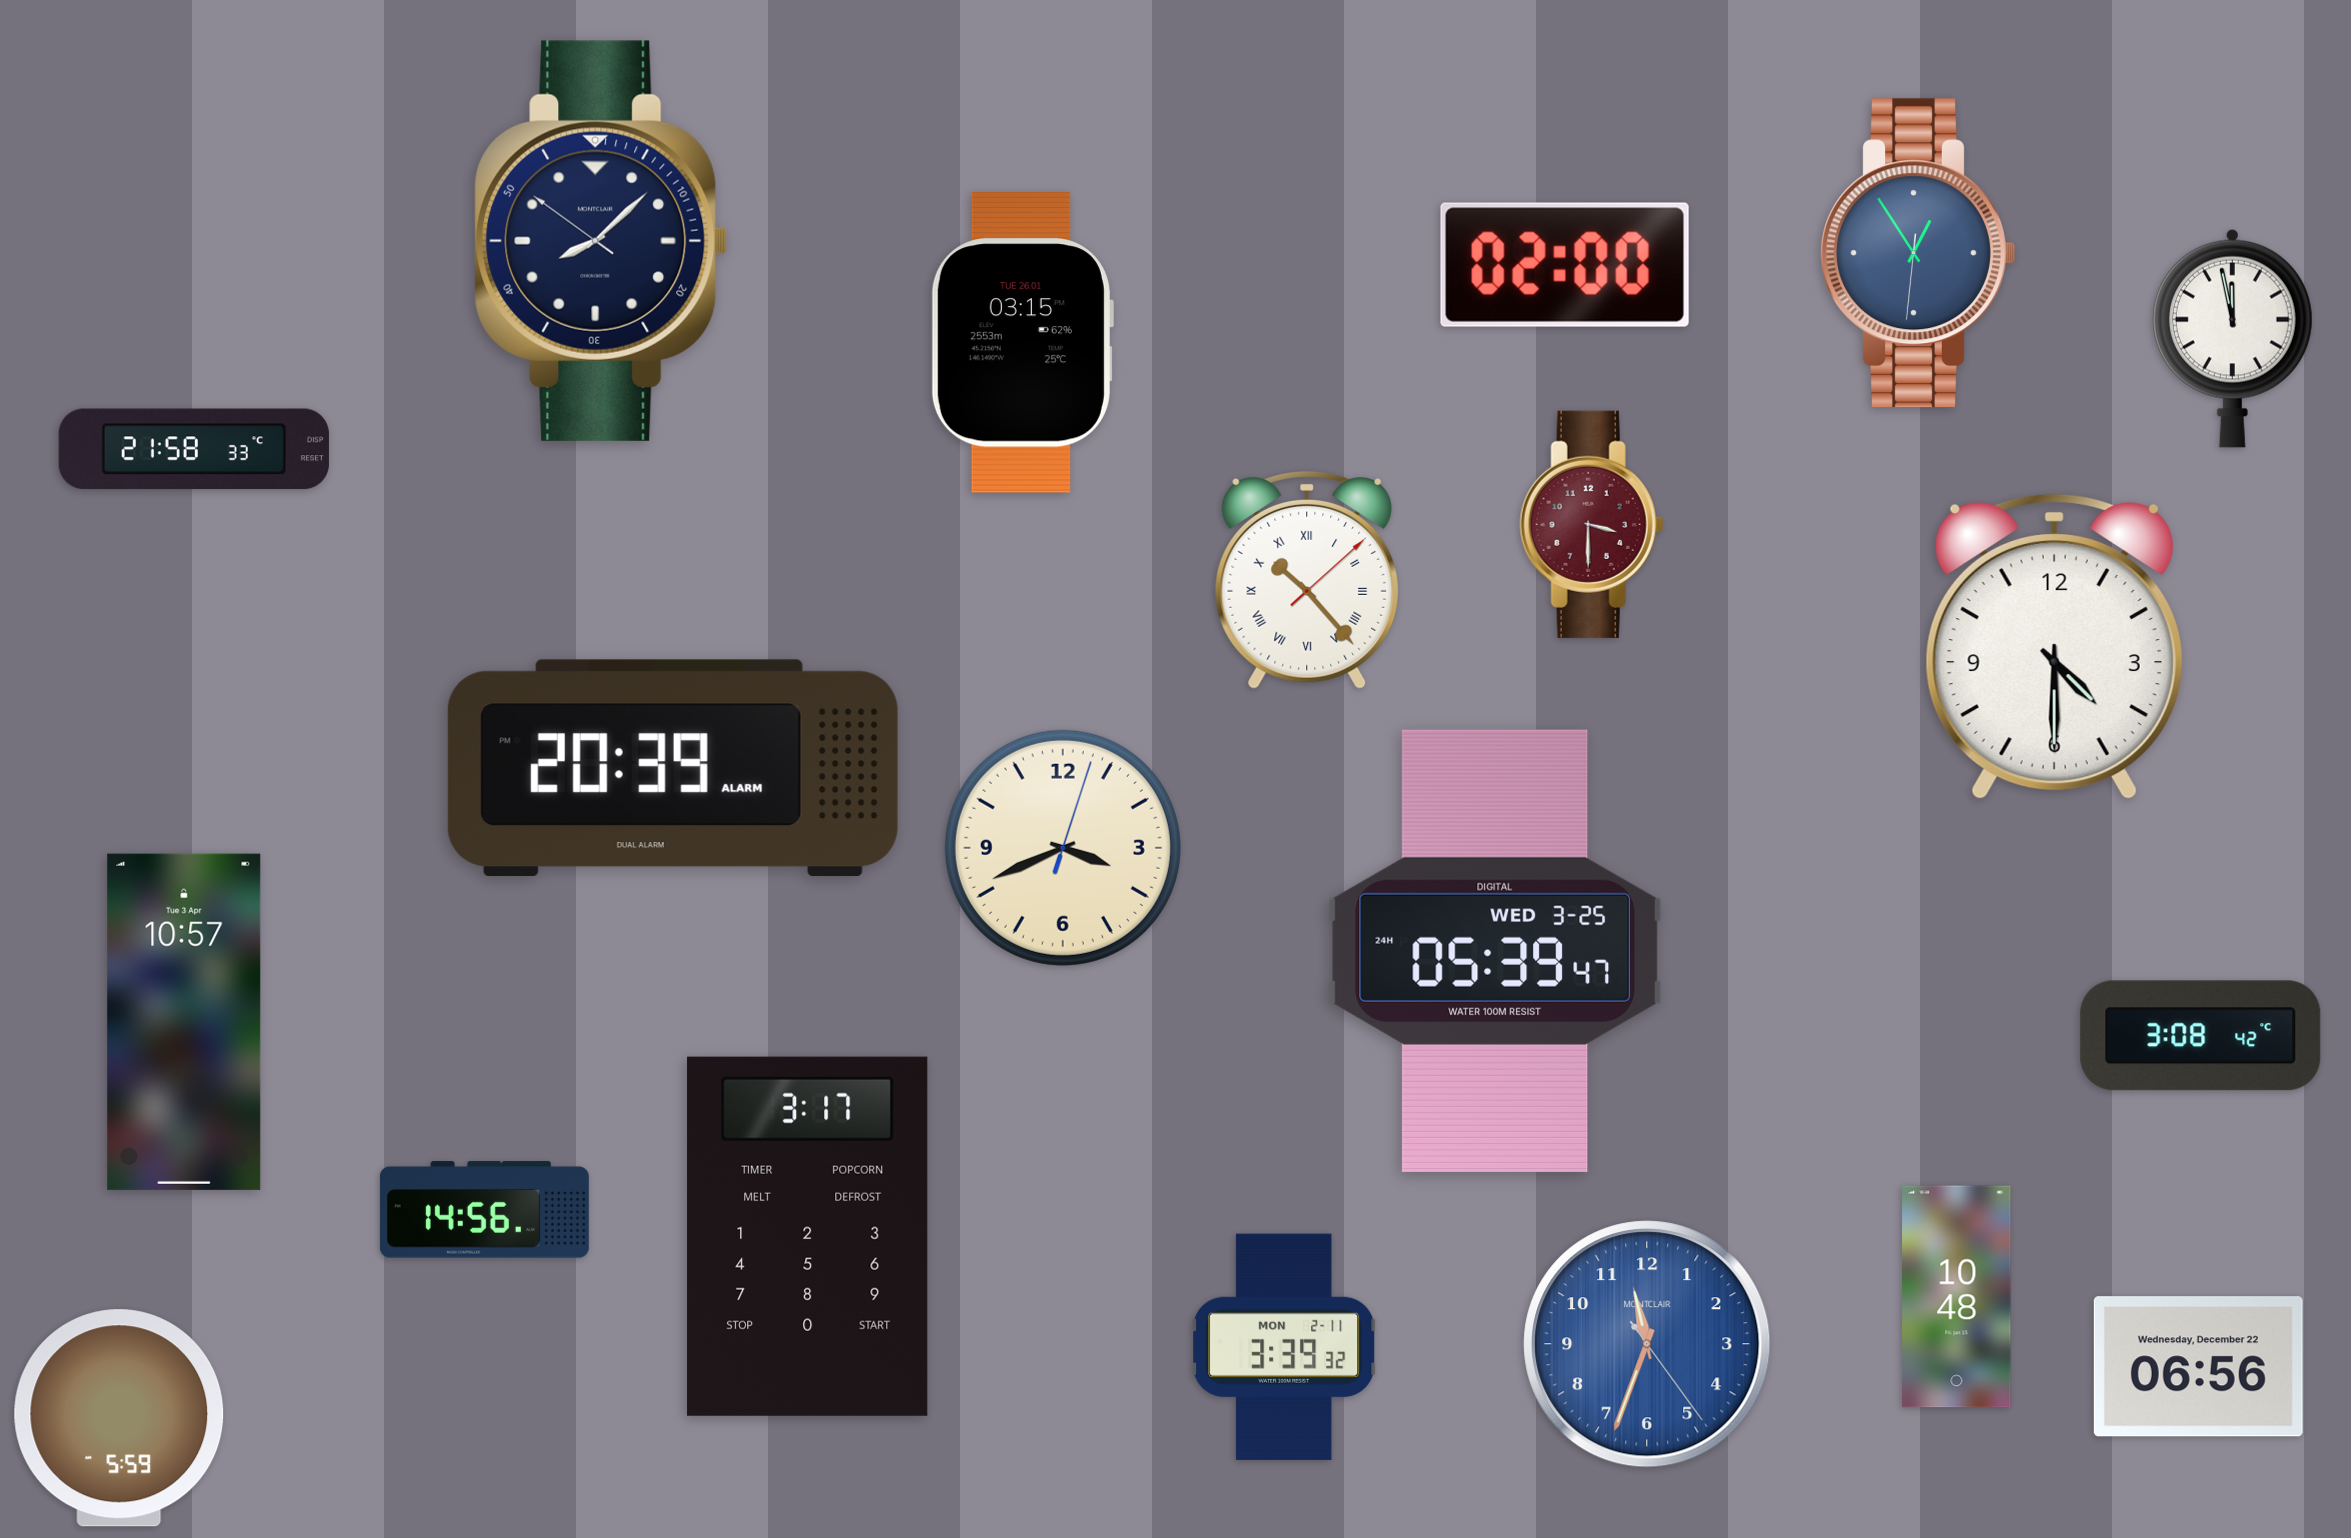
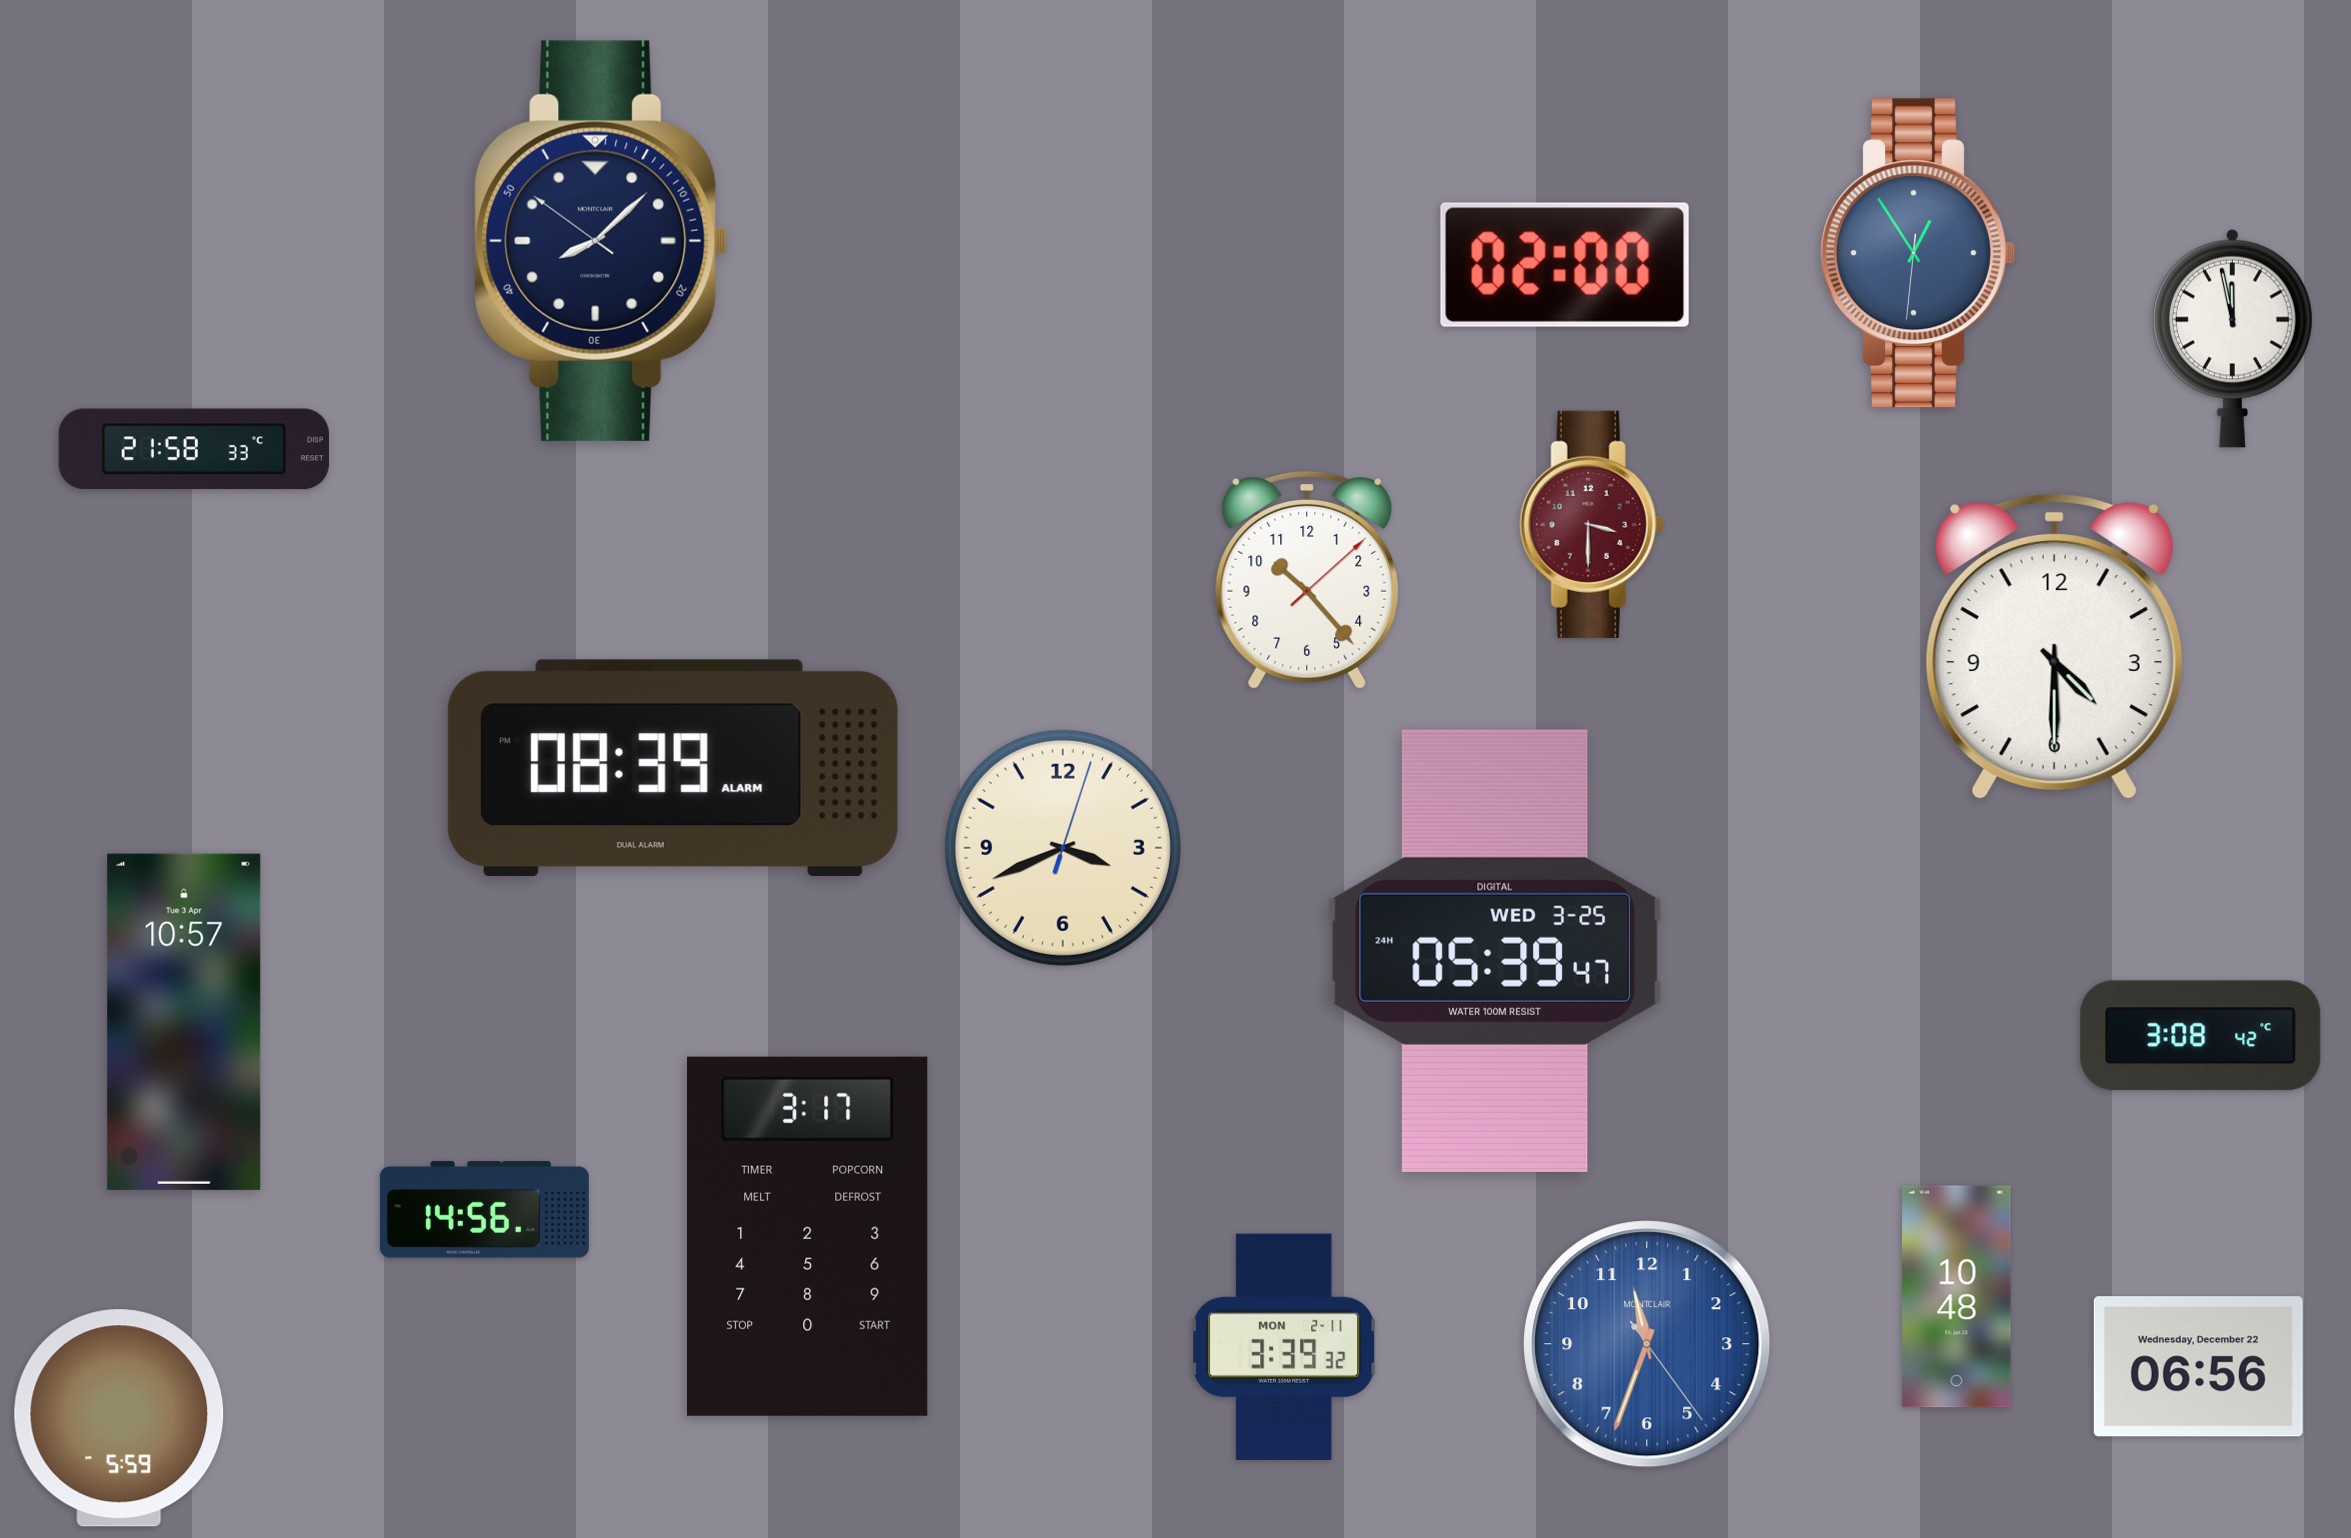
clock at (1022, 342): 03:15 -> none
clock at (1307, 581) numerals: Roman -> Arabic
clock at (673, 768): 20:39 -> 08:39
